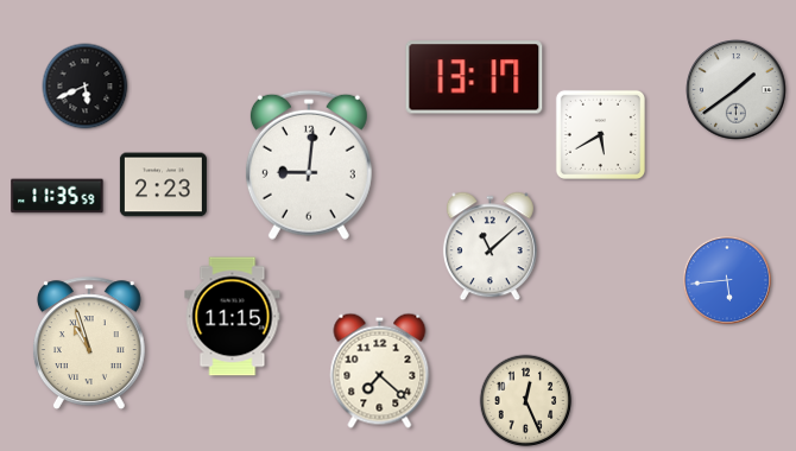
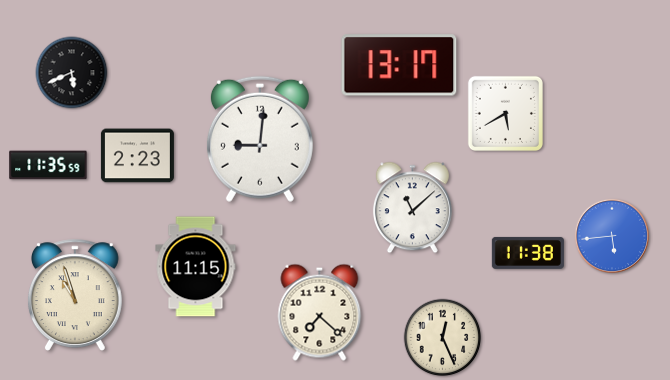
clock at (737, 90): 1:39 -> none
clock at (528, 253): none -> 11:38
clock at (89, 343) position: (89, 343) -> (75, 295)
